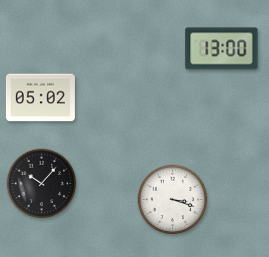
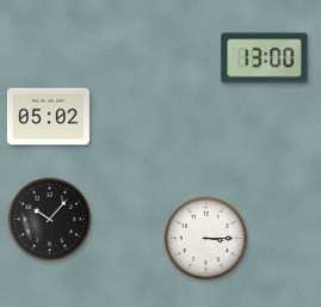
clock at (173, 200): 3:18 -> 3:15
